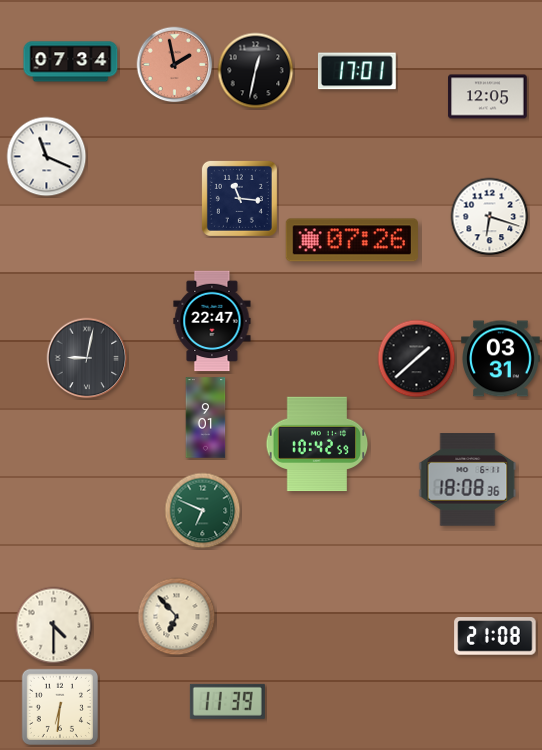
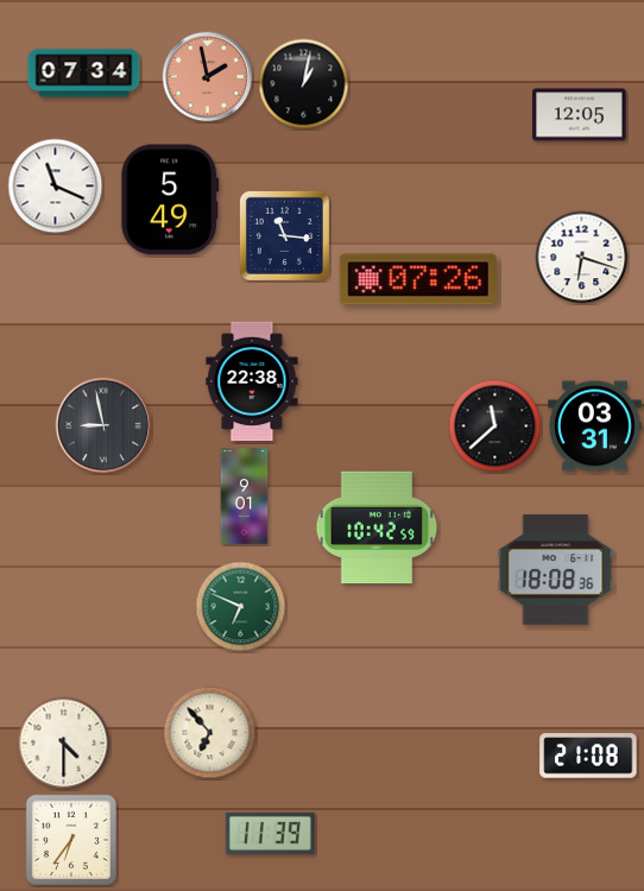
clock at (256, 71): 12:32 -> 1:02
clock at (357, 71): 17:01 -> none
clock at (170, 200): none -> 5:49
clock at (352, 240) position: (352, 240) -> (418, 279)
clock at (212, 321): 22:47 -> 22:38
clock at (87, 358): 9:02 -> 8:58
clock at (417, 359): 1:38 -> 11:38
clock at (60, 707): 6:31 -> 6:36
